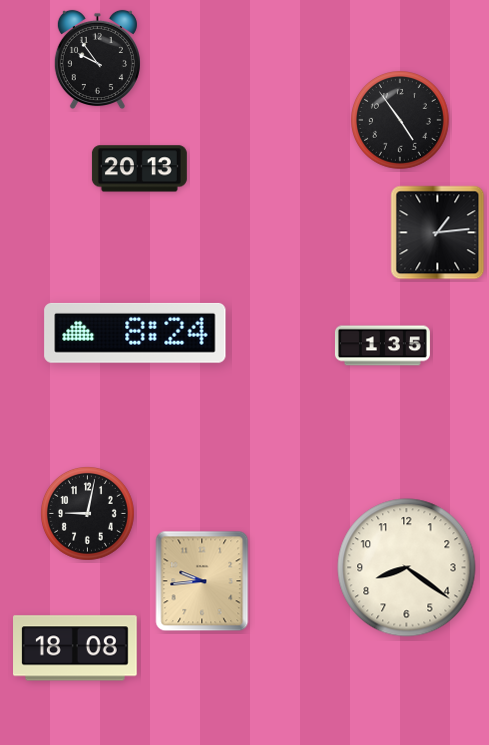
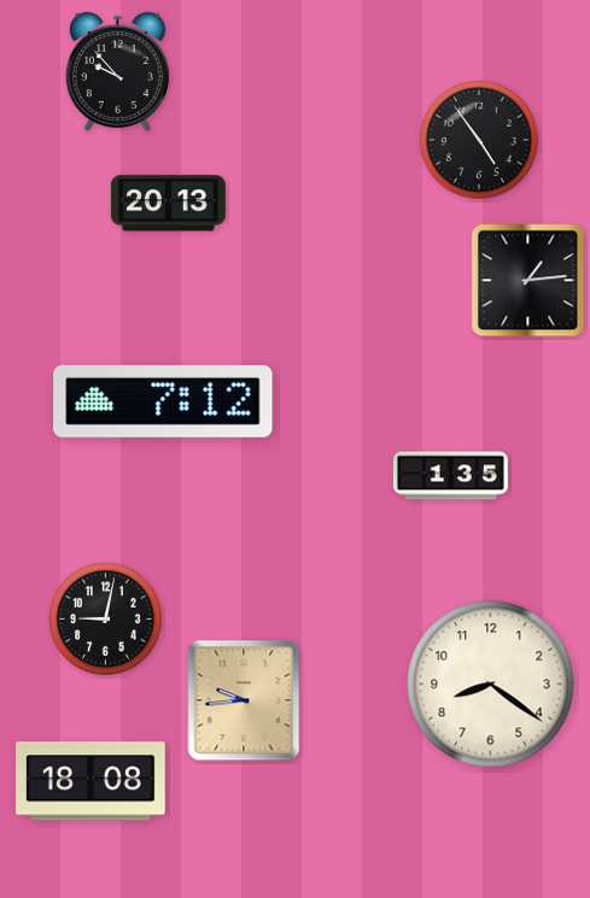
clock at (97, 60): 9:54 -> 9:53
clock at (401, 121) position: (401, 121) -> (480, 141)
clock at (135, 333): 8:24 -> 7:12
clock at (382, 346) position: (382, 346) -> (450, 476)
